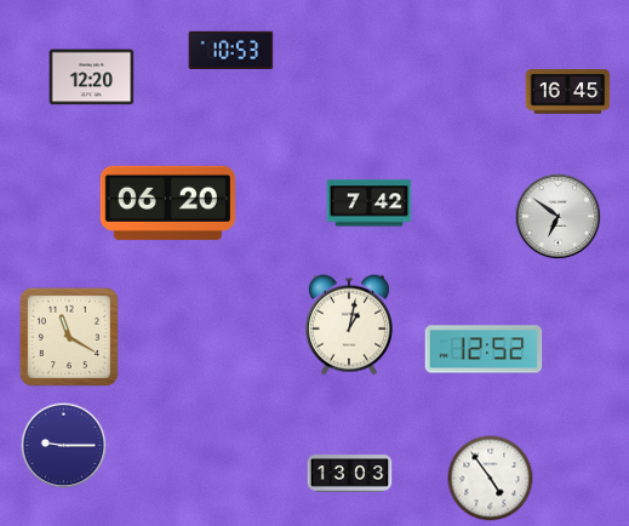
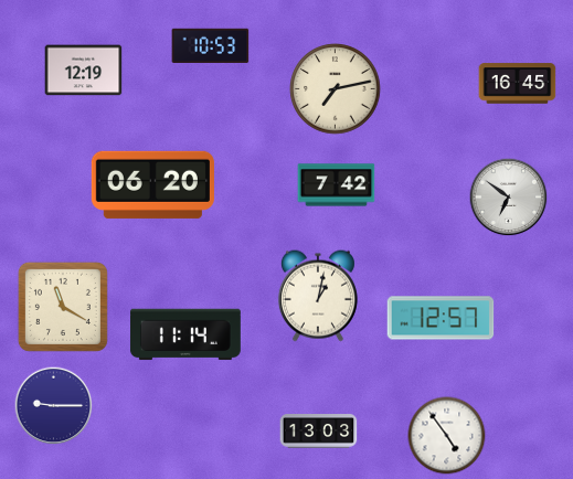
clock at (92, 78): 12:20 -> 12:19
clock at (336, 89): none -> 7:13
clock at (484, 349): 12:52 -> 12:57
clock at (185, 334): none -> 11:14
clock at (64, 446) position: (64, 446) -> (54, 406)
